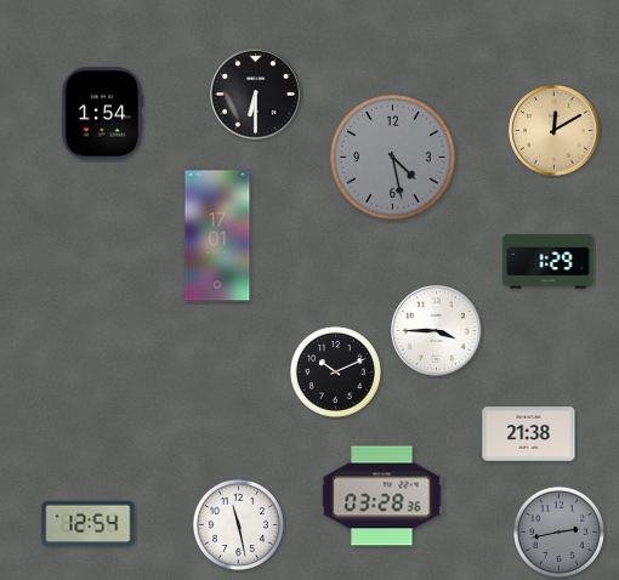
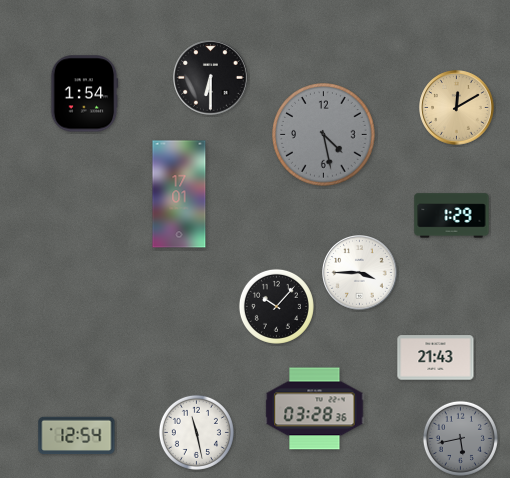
clock at (393, 158) position: (393, 158) -> (324, 135)
clock at (335, 371): 10:11 -> 10:07
clock at (529, 434): 21:38 -> 21:43
clock at (89, 524) position: (89, 524) -> (77, 436)
clock at (558, 531): 2:43 -> 5:43
